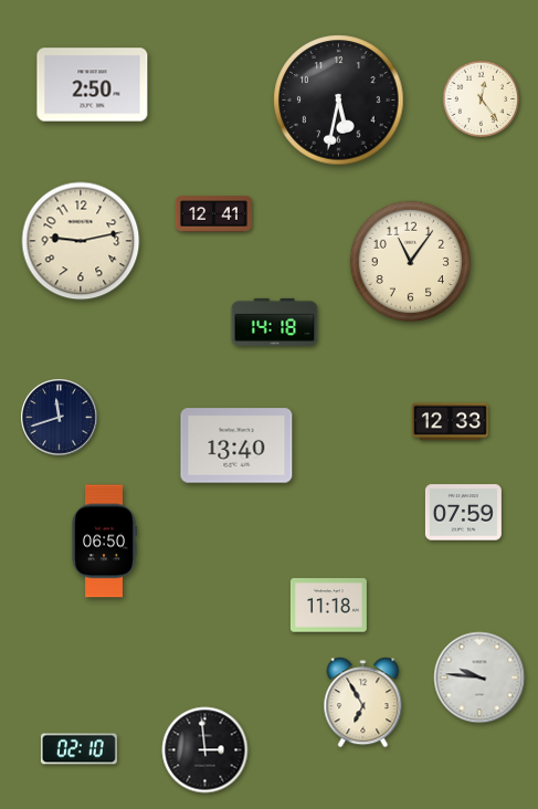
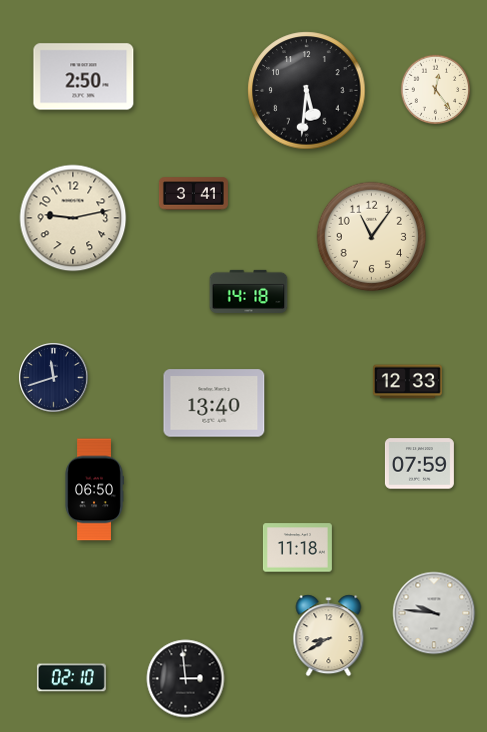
clock at (339, 101): 5:32 -> 5:31
clock at (213, 214): 12:41 -> 3:41
clock at (363, 703): 6:55 -> 8:40
